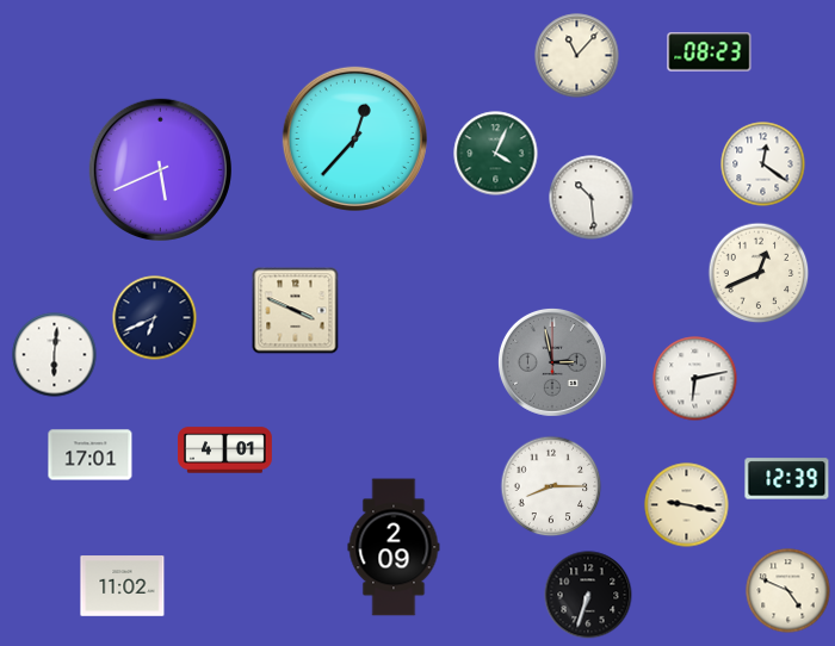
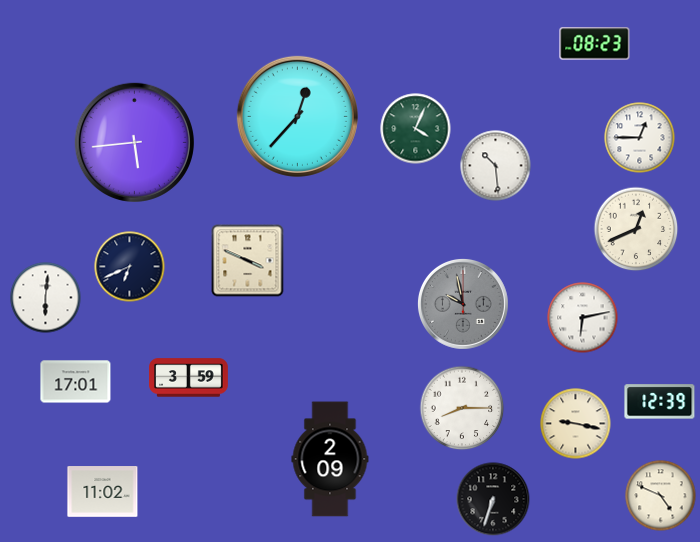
clock at (577, 56): 11:07 -> none
clock at (763, 164): 12:21 -> 12:45
clock at (160, 169): 5:41 -> 5:44
clock at (552, 362): 2:58 -> 9:58
clock at (225, 451): 4:01 -> 3:59
